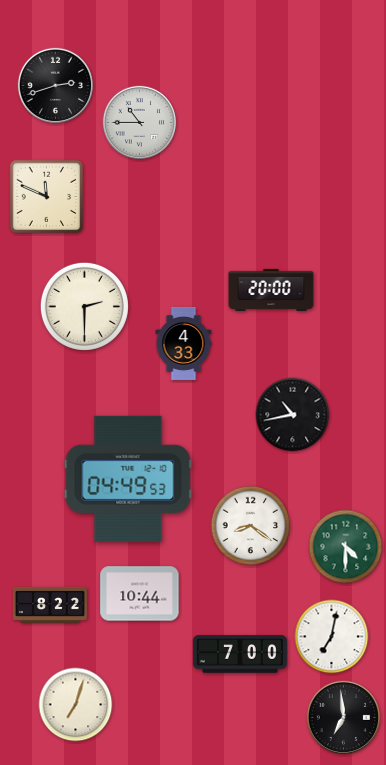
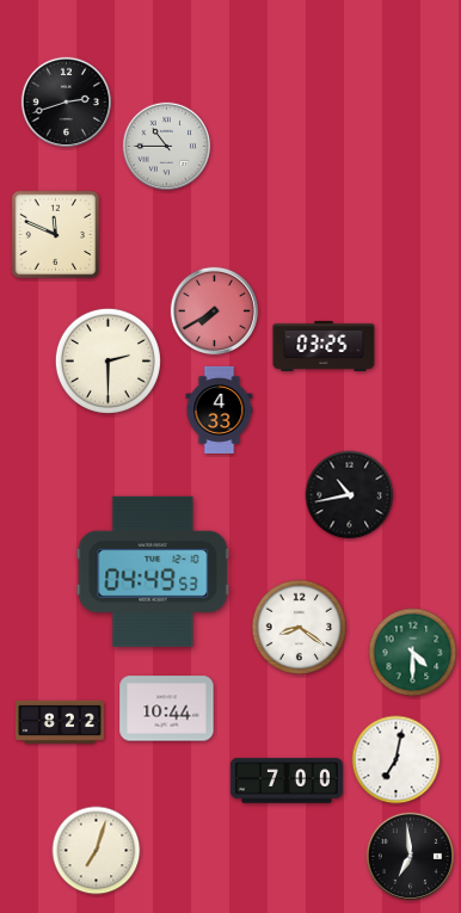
clock at (215, 311): none -> 7:40
clock at (271, 290): 20:00 -> 03:25
clock at (84, 306) position: (84, 306) -> (107, 360)
clock at (76, 705) position: (76, 705) -> (97, 851)
